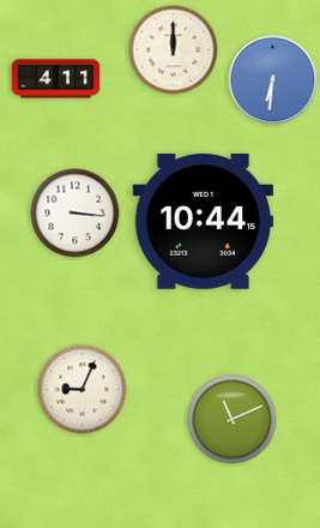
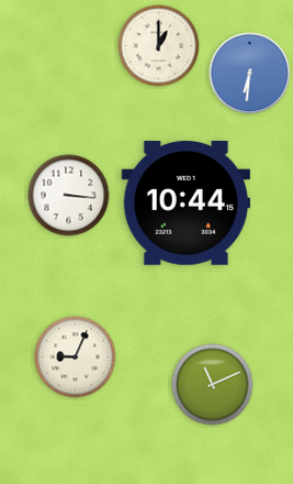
clock at (174, 50): 12:00 -> 1:00
clock at (56, 79): 4:11 -> none
